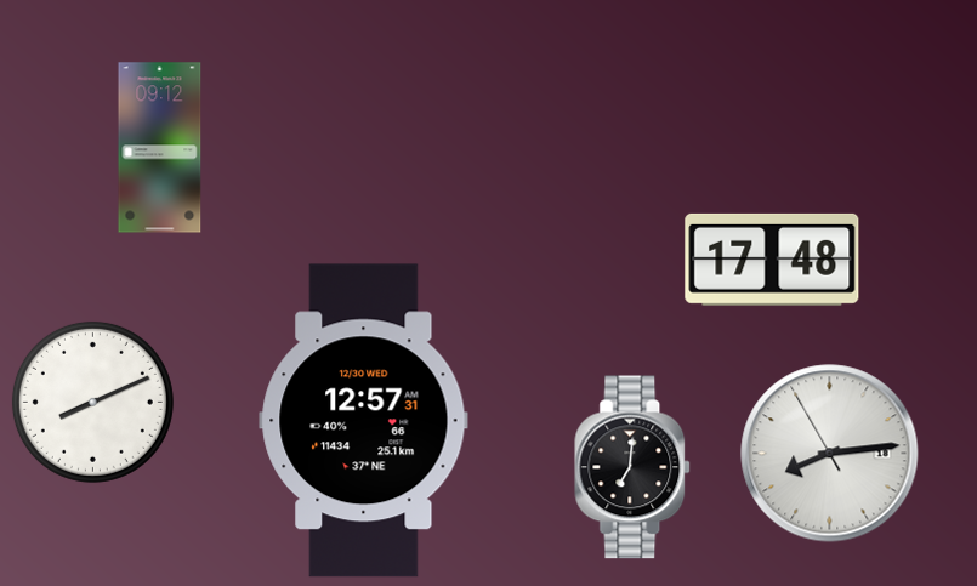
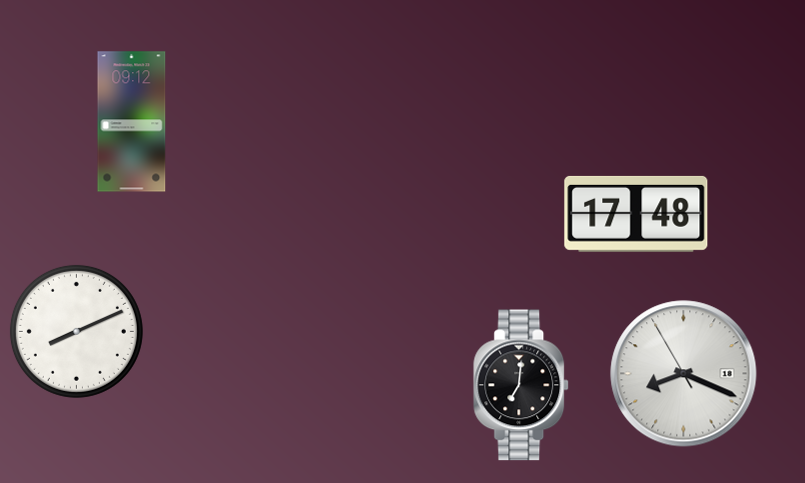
clock at (364, 421): 12:57 -> none
clock at (830, 454): 8:13 -> 8:18
